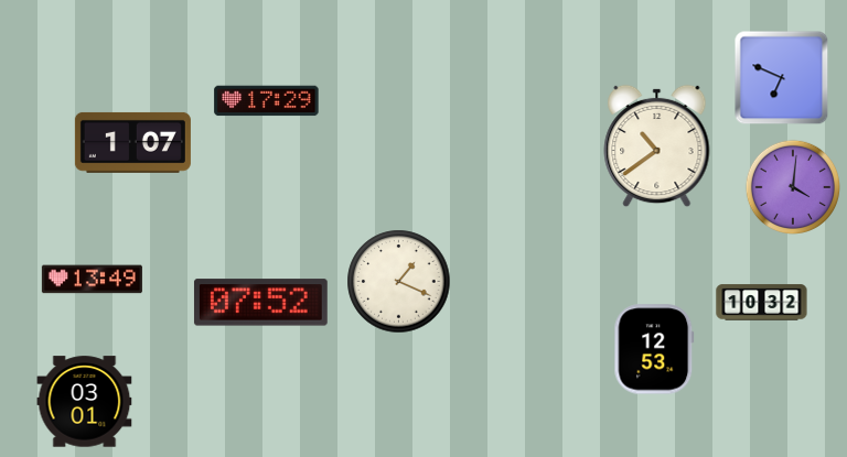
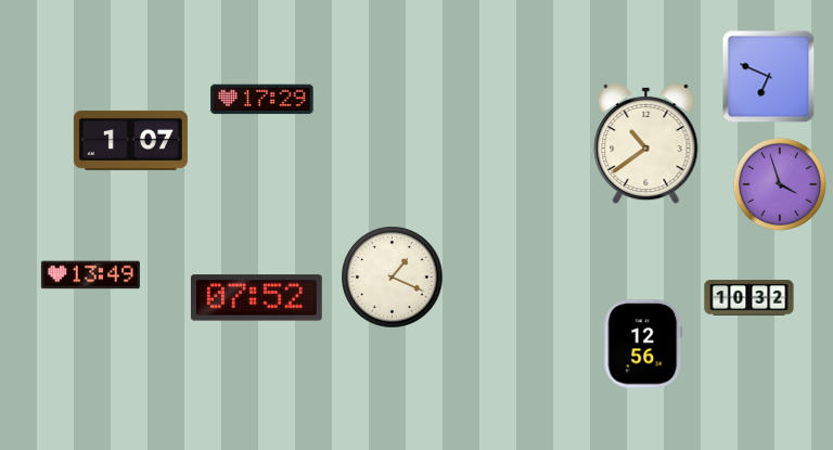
clock at (792, 186): 4:01 -> 3:57
clock at (654, 349): 12:53 -> 12:56
clock at (85, 402): 03:01 -> none
